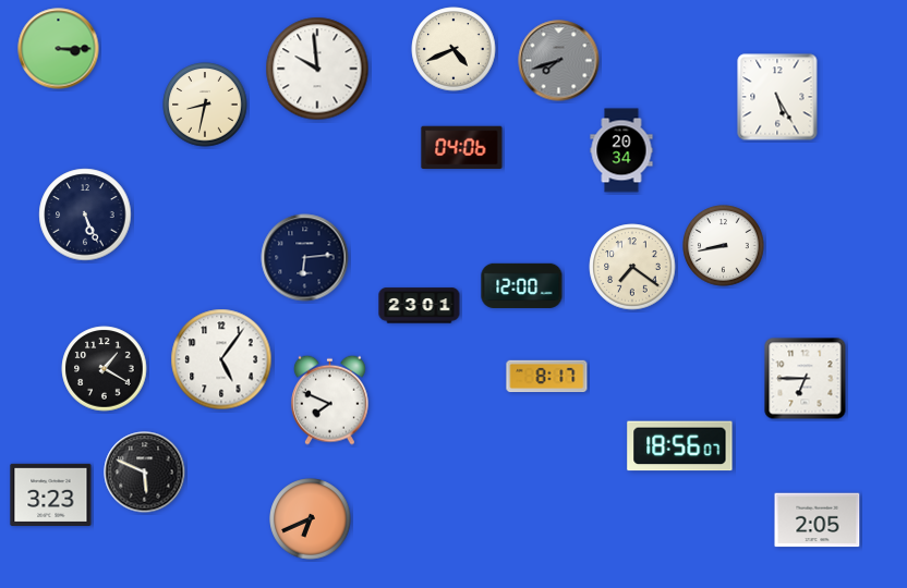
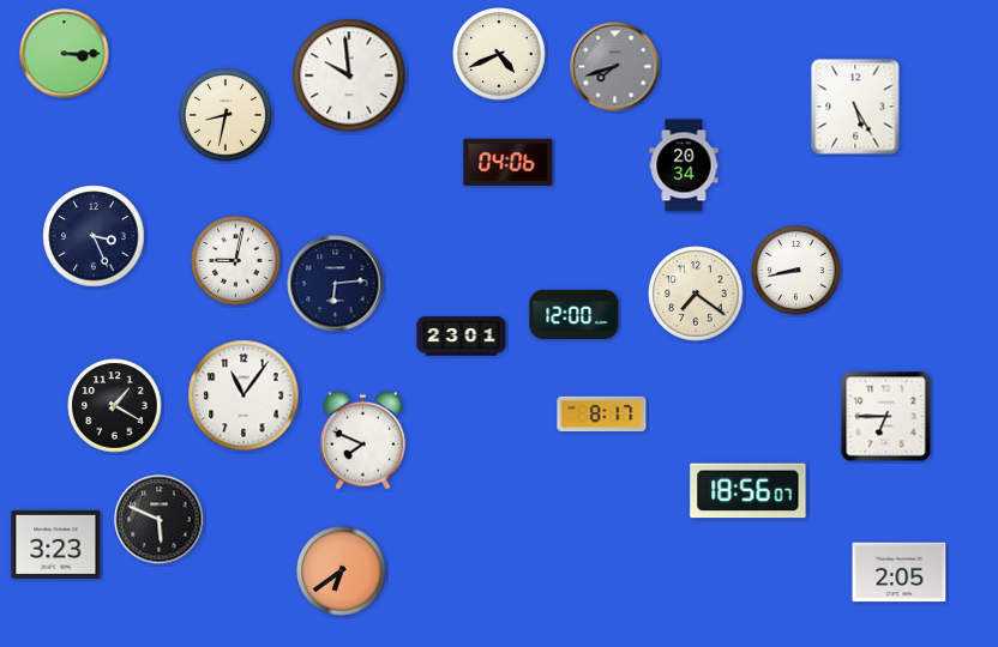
clock at (85, 215): 5:26 -> 3:26
clock at (236, 261): none -> 9:02
clock at (221, 359): 5:06 -> 11:06
clock at (311, 519): 6:41 -> 6:39
